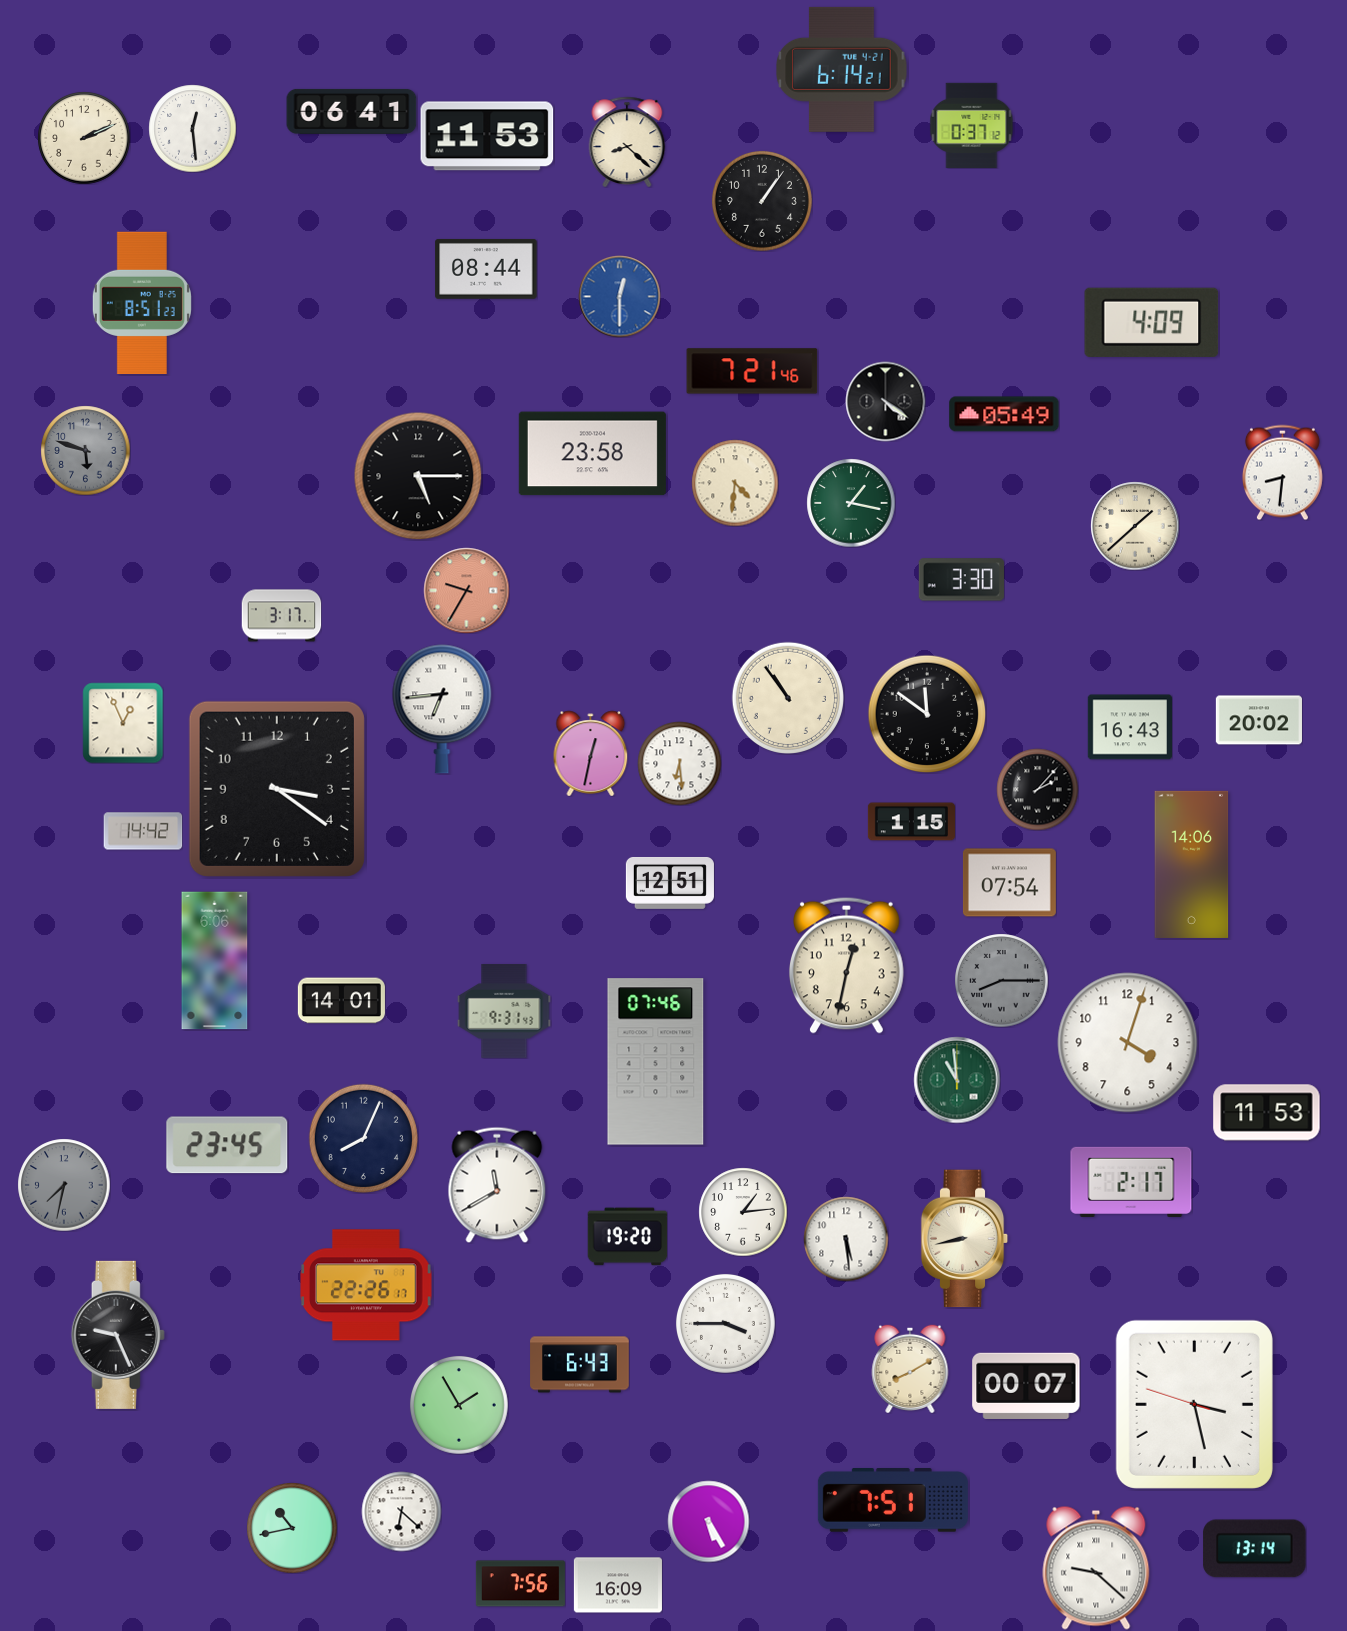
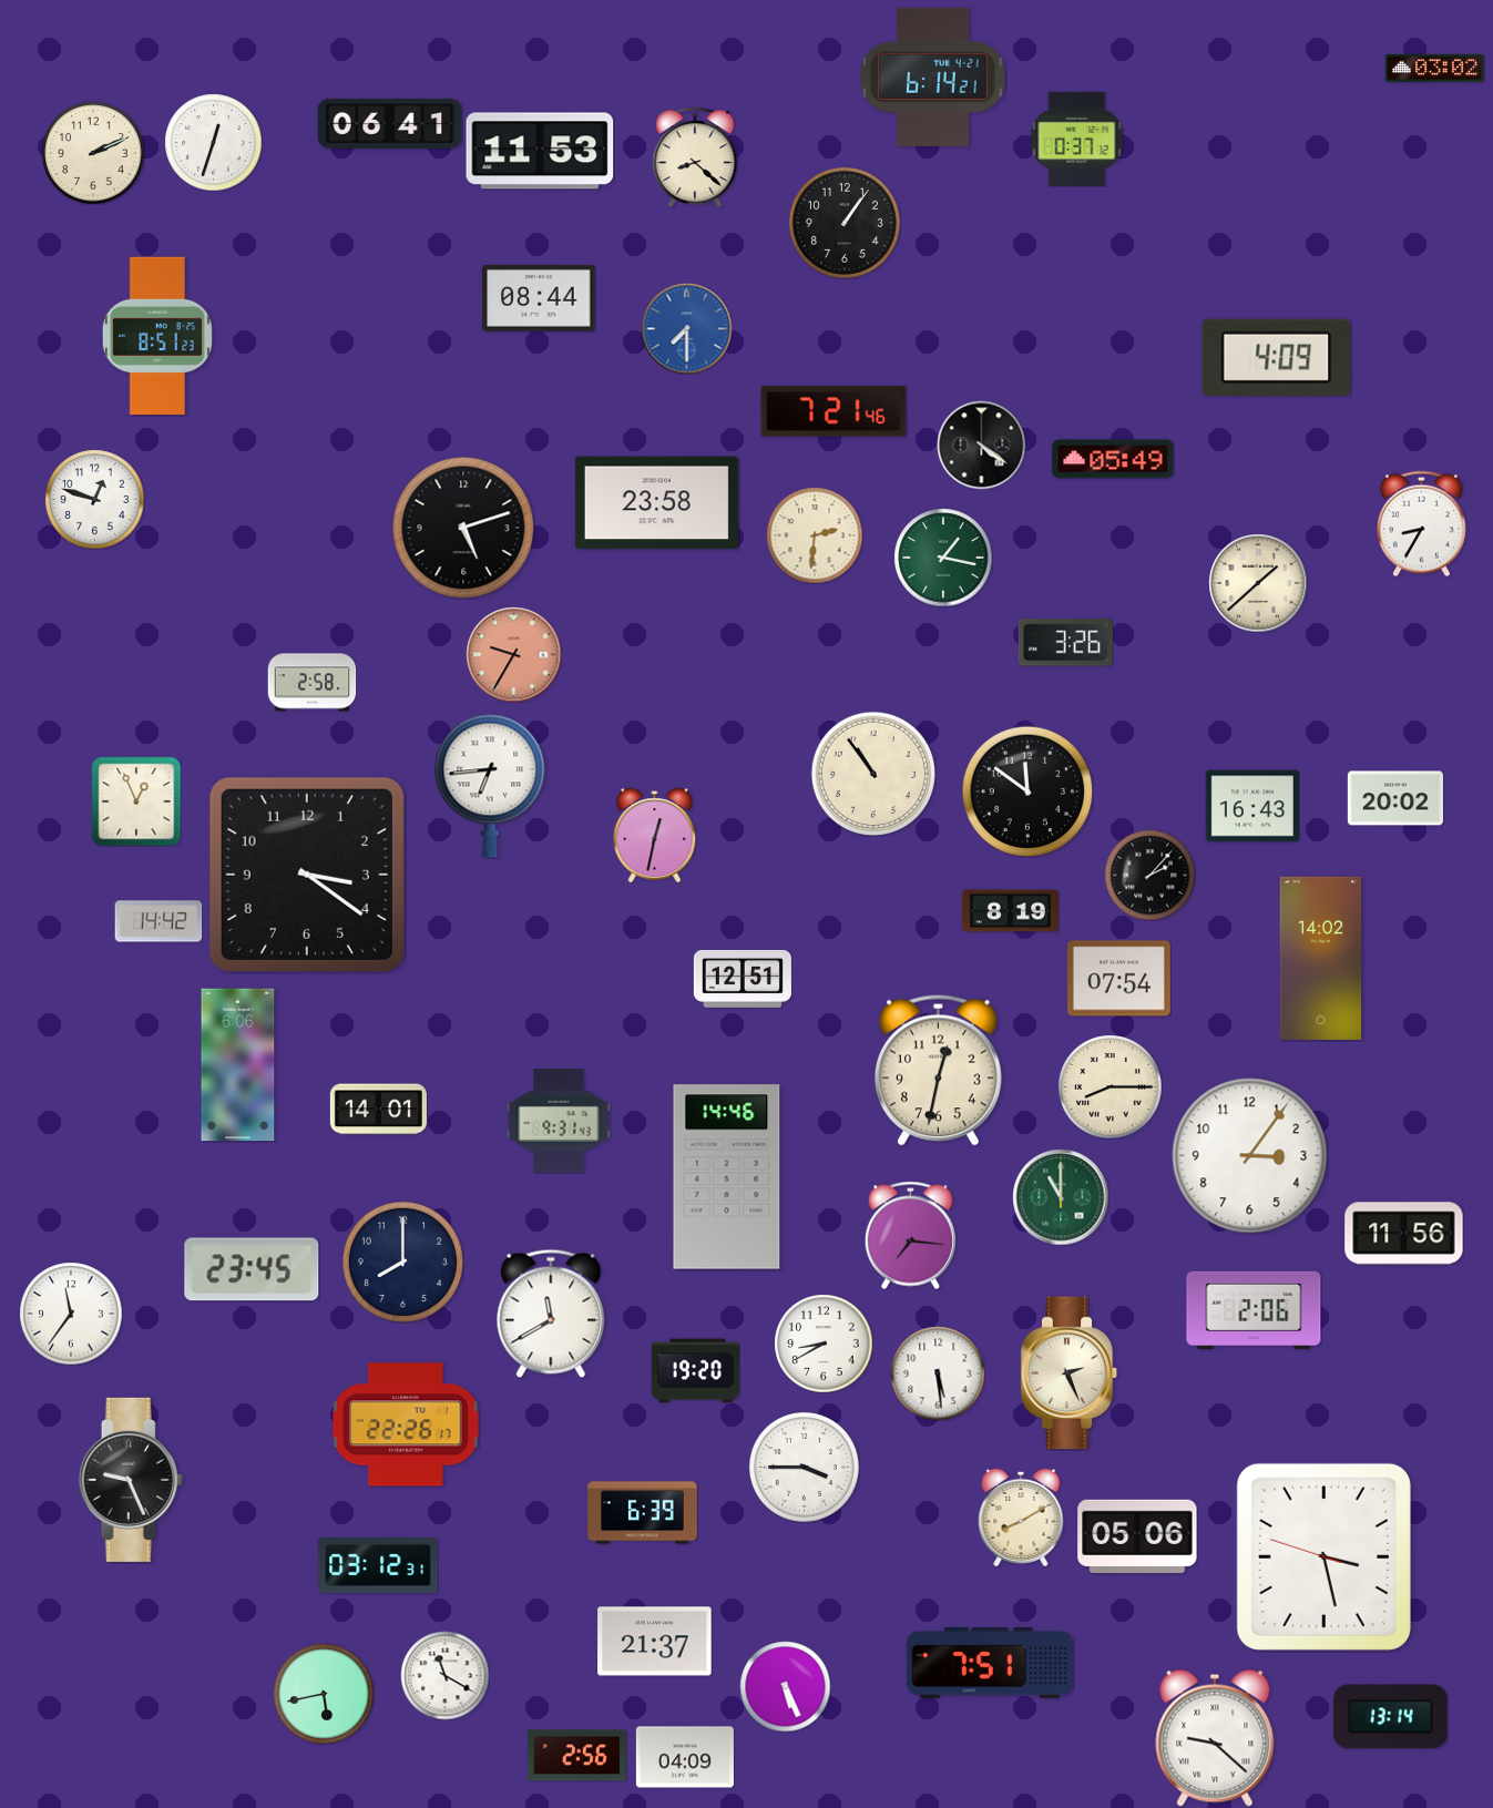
clock at (1434, 68): none -> 03:02
clock at (192, 128): 12:29 -> 12:33
clock at (619, 296): 12:30 -> 7:30
clock at (85, 450): 5:48 -> 12:48
clock at (85, 450) dial: grey -> white
clock at (1282, 472): 8:31 -> 8:35
clock at (418, 476): 5:15 -> 5:12
clock at (735, 483): 4:31 -> 2:31
clock at (961, 580): 3:30 -> 3:26
clock at (466, 590) position: (466, 590) -> (513, 654)
clock at (281, 616): 3:17 -> 2:58
clock at (679, 763): 6:29 -> none
clock at (911, 822): 1:15 -> 8:19
clock at (1192, 864): 14:06 -> 14:02
clock at (1001, 980) dial: grey -> cream
clock at (1128, 1043): 4:03 -> 3:06
clock at (656, 1062): 07:46 -> 14:46
clock at (957, 1080): 10:59 -> 11:00
clock at (1267, 1113): 11:53 -> 11:56
clock at (910, 1235): none -> 7:16
clock at (363, 1138): 8:04 -> 8:00
clock at (1131, 1181): 2:17 -> 2:06
clock at (64, 1185): 7:32 -> 11:36
clock at (64, 1185) dial: grey -> white
clock at (743, 1212): 1:14 -> 8:40
clock at (965, 1239): 8:43 -> 2:26
clock at (580, 1365): 6:43 -> 6:39
clock at (910, 1369) position: (910, 1369) -> (1021, 1518)
clock at (1026, 1386): 00:07 -> 05:06
clock at (459, 1405): 1:55 -> none
clock at (378, 1565): none -> 03:12
clock at (655, 1642): none -> 21:37
clock at (401, 1511): 6:22 -> 11:20
clock at (708, 1521): 5:25 -> 5:26
clock at (292, 1528): 10:43 -> 5:43
clock at (520, 1584): 7:56 -> 2:56
clock at (618, 1585): 16:09 -> 04:09
